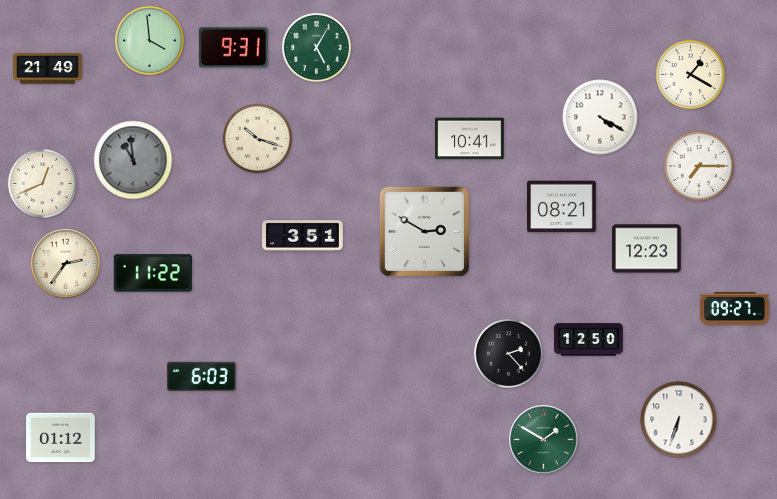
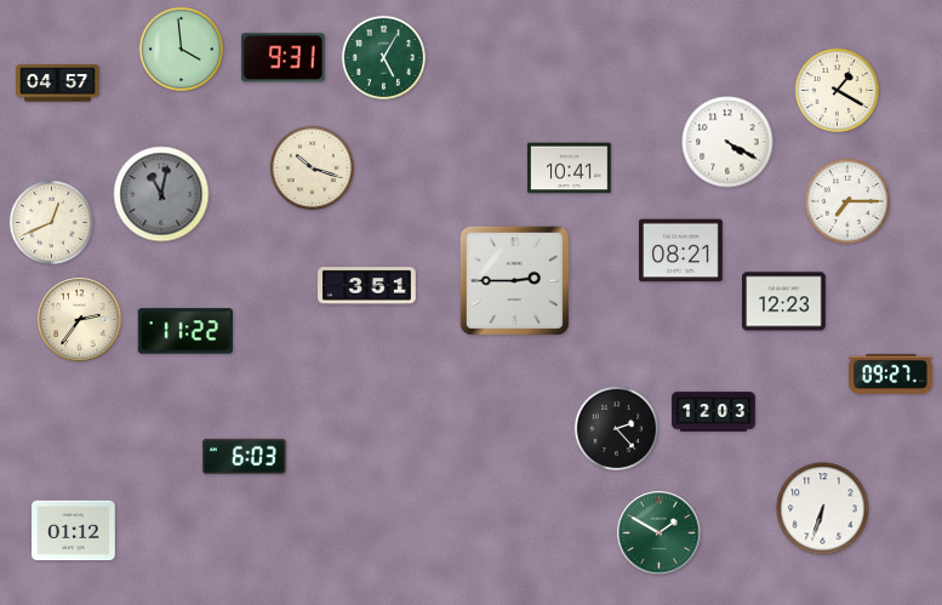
clock at (48, 69): 21:49 -> 04:57
clock at (133, 160): 10:59 -> 11:02
clock at (424, 231): 2:50 -> 2:45
clock at (589, 340): 12:50 -> 12:03
